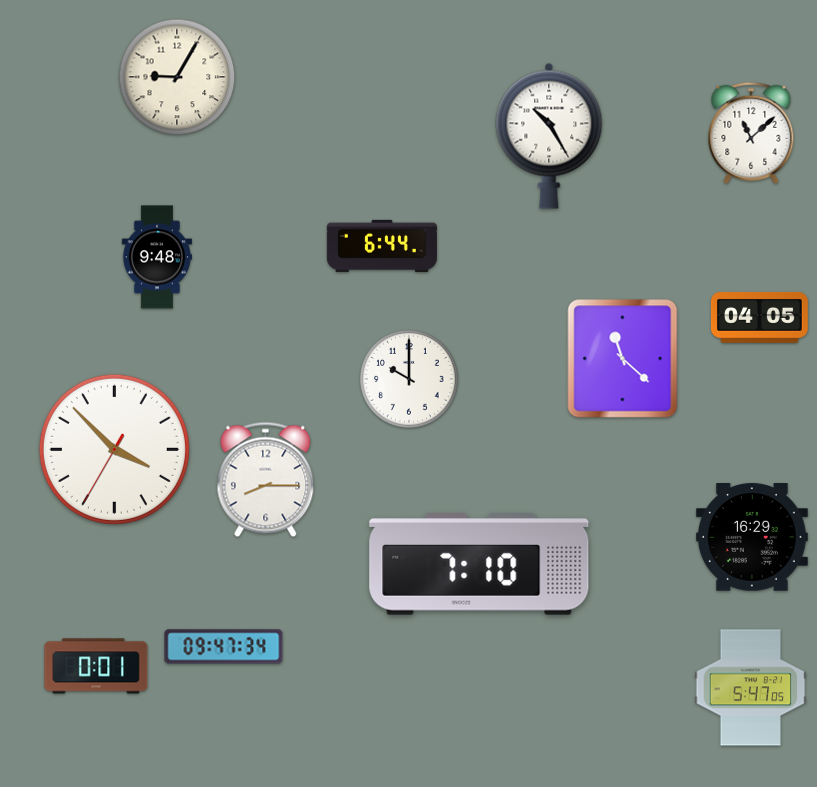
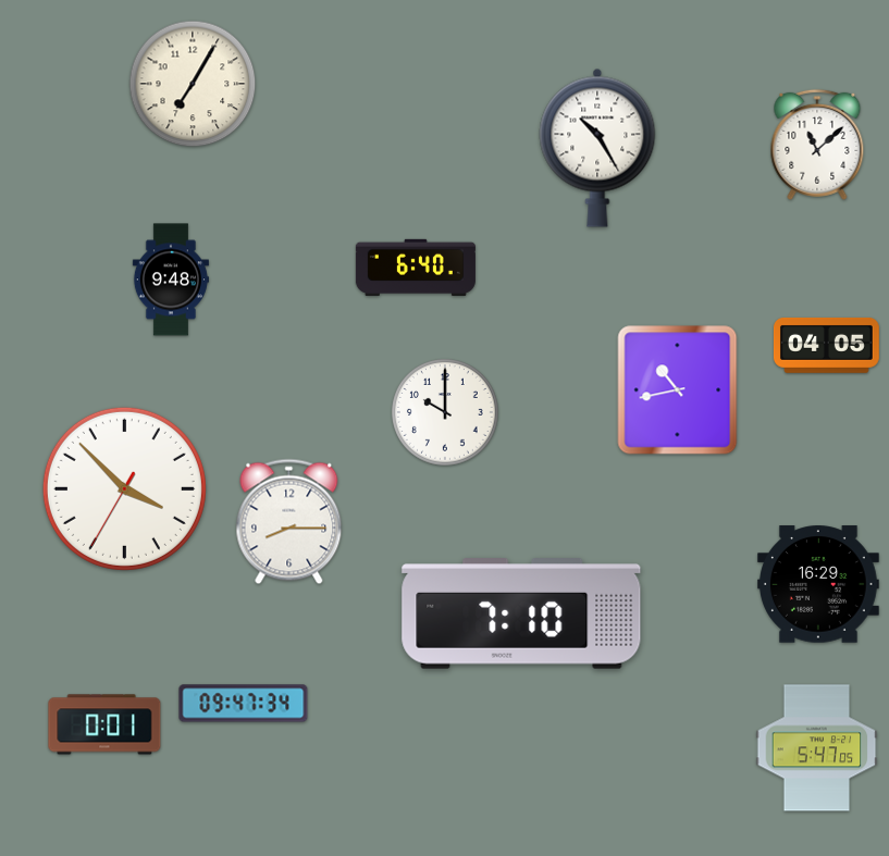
clock at (177, 77): 9:05 -> 7:05
clock at (382, 246): 6:44 -> 6:40
clock at (623, 359): 11:22 -> 10:43
